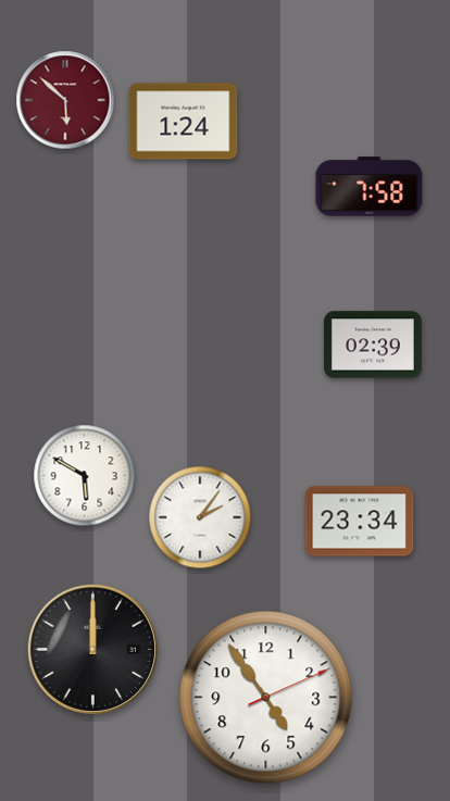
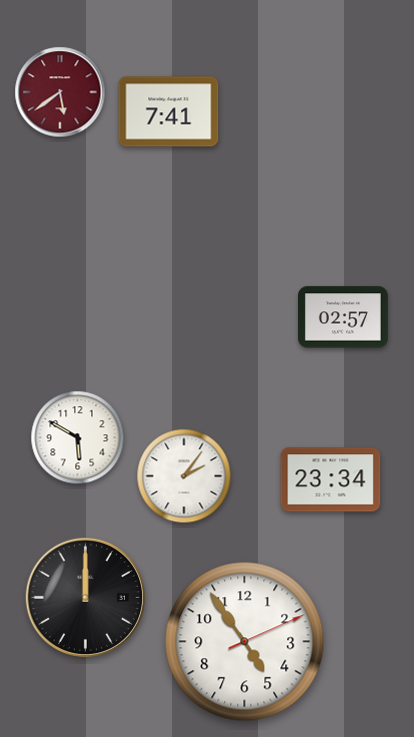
clock at (65, 100): 5:52 -> 5:39
clock at (184, 122): 1:24 -> 7:41
clock at (370, 187): 7:58 -> none
clock at (374, 345): 02:39 -> 02:57
